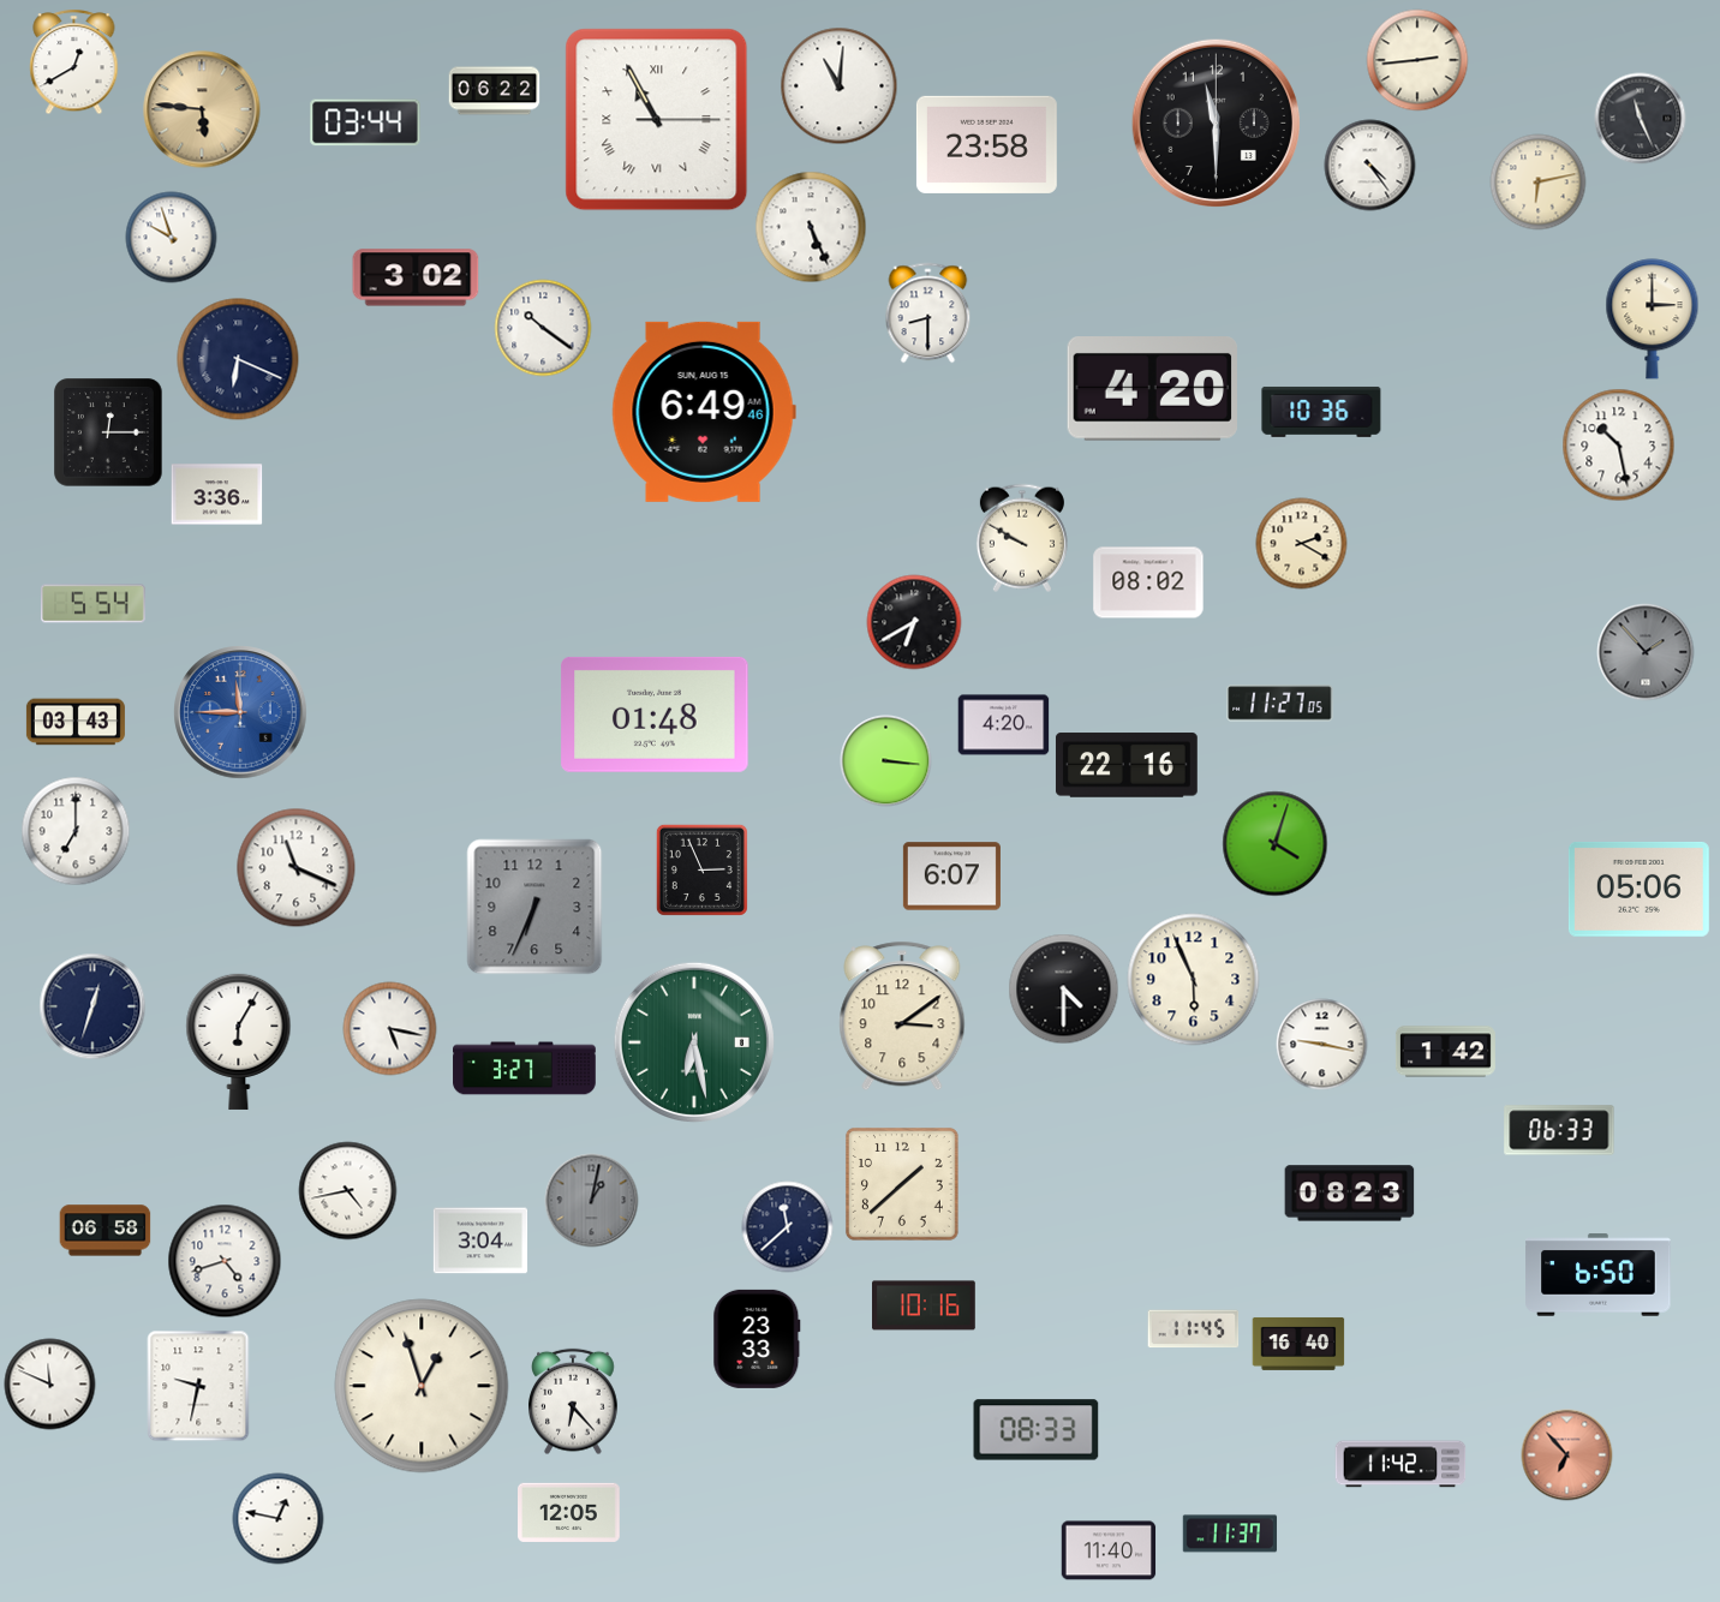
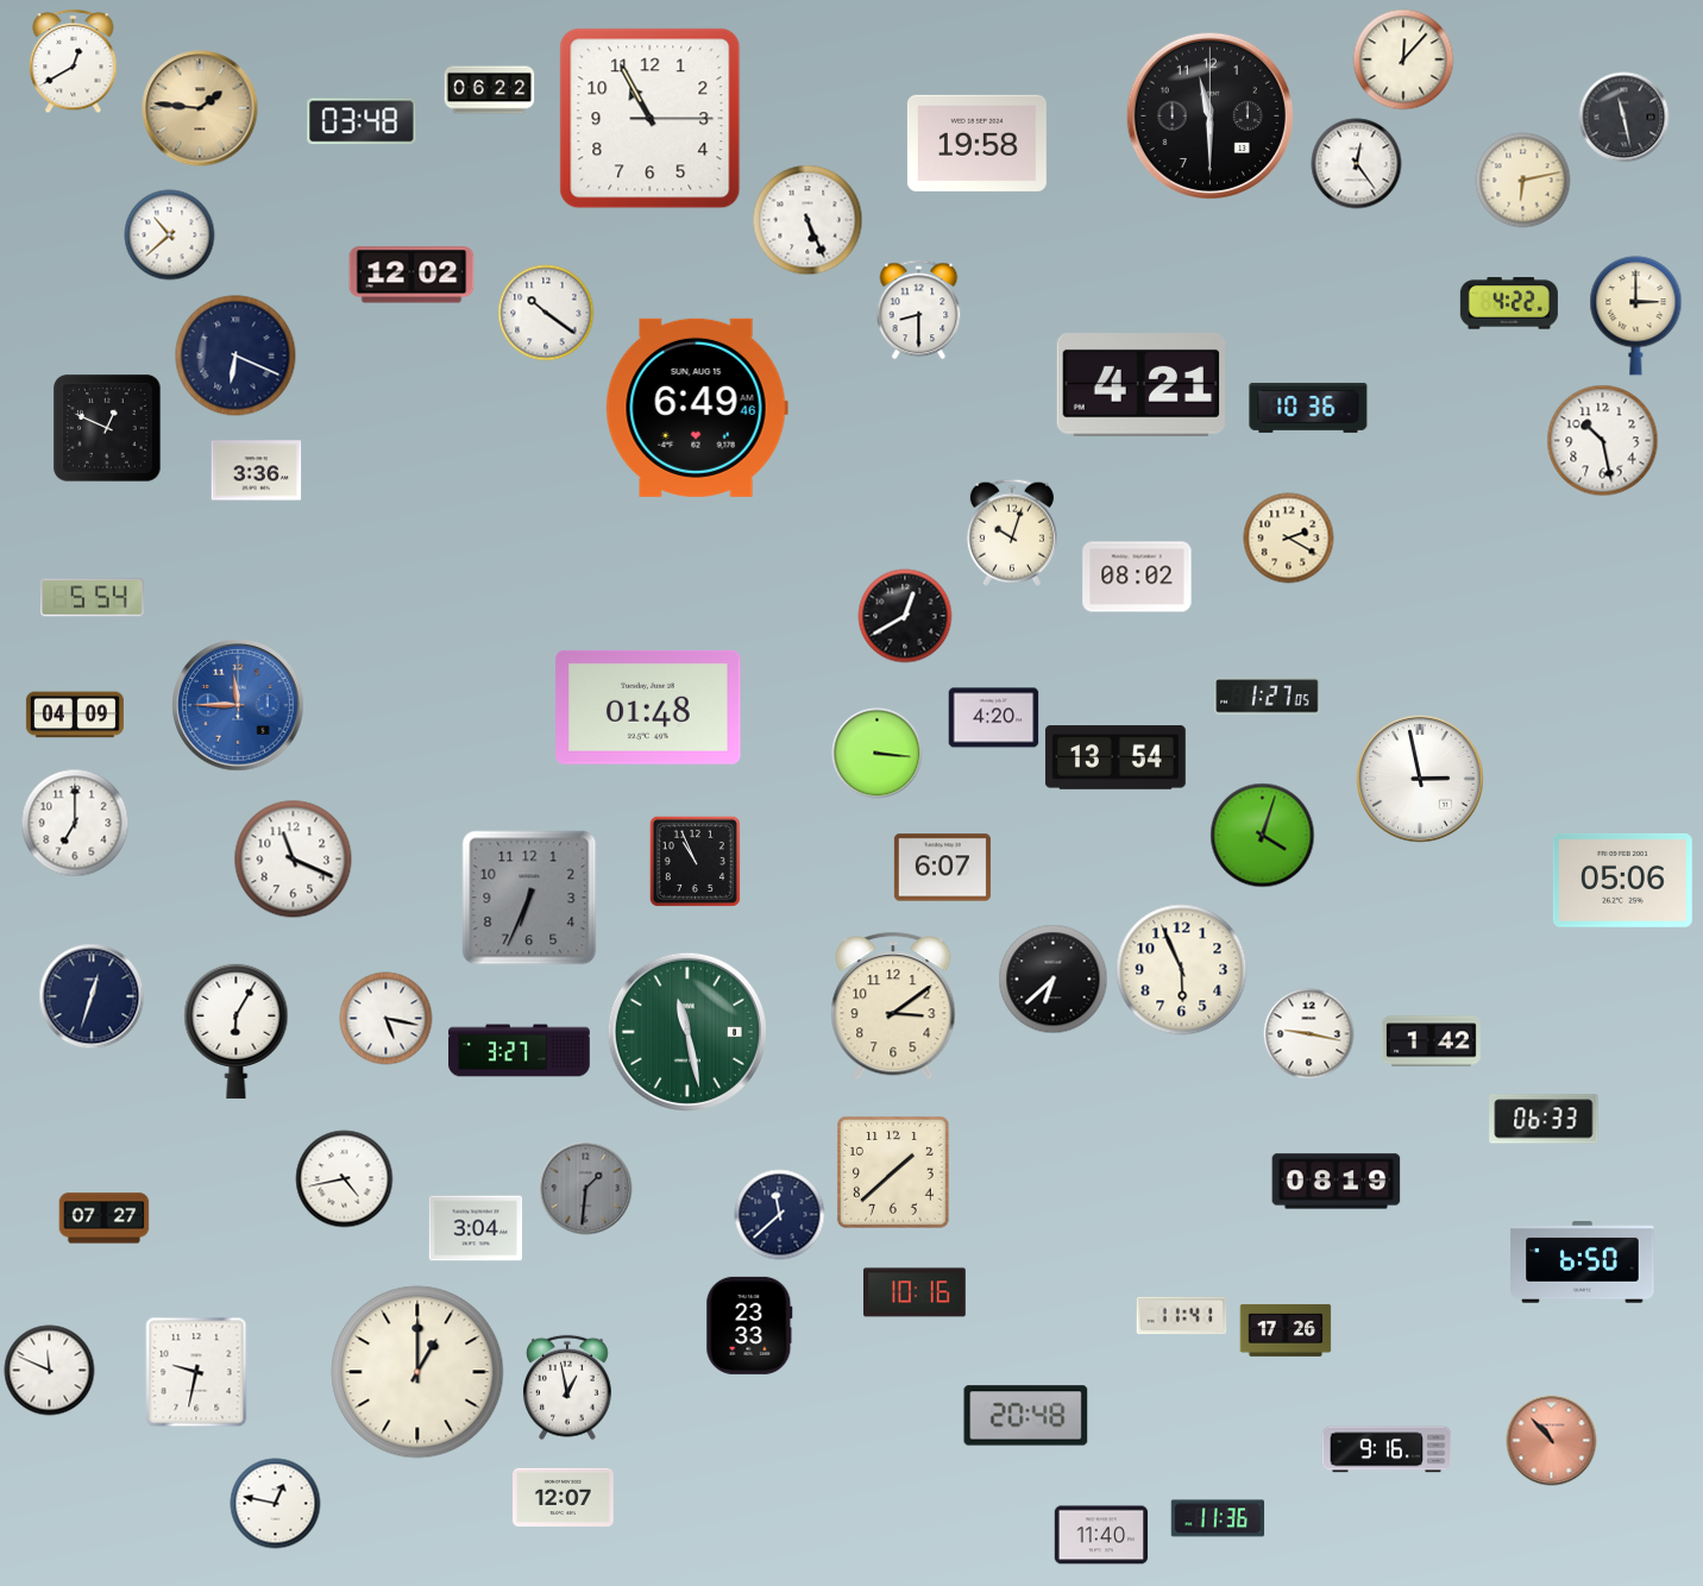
clock at (1417, 60): 2:44 -> 12:07
clock at (840, 86): 11:01 -> none
clock at (202, 109): 5:46 -> 1:46
clock at (1641, 119): 11:26 -> 11:28
clock at (657, 120) numerals: Roman -> Arabic
clock at (365, 122): 03:44 -> 03:48
clock at (1216, 122) position: (1216, 122) -> (1209, 115)
clock at (986, 144): 23:58 -> 19:58
clock at (1370, 166): 4:24 -> 12:24
clock at (811, 227) position: (811, 227) -> (807, 220)
clock at (172, 238): 9:57 -> 10:38
clock at (416, 277): 3:02 -> 12:02
clock at (1509, 303): none -> 4:22
clock at (543, 328) position: (543, 328) -> (546, 313)
clock at (1152, 389): 4:20 -> 4:21
clock at (108, 432): 12:15 -> 12:49
clock at (217, 495) position: (217, 495) -> (257, 471)
clock at (1022, 538): 9:50 -> 10:03
clock at (914, 622): 6:40 -> 12:40
clock at (1646, 652): 1:53 -> none
clock at (1280, 704): 11:27 -> 1:27
clock at (76, 722): 03:43 -> 04:09
clock at (1127, 765): 22:16 -> 13:54
clock at (1420, 779): none -> 2:58
clock at (701, 869): 2:56 -> 10:56
clock at (1064, 990): 4:30 -> 6:38
clock at (694, 1042): 6:28 -> 11:28
clock at (525, 1069) position: (525, 1069) -> (520, 1051)
clock at (1350, 1194): 08:23 -> 08:19
clock at (592, 1201): 1:02 -> 1:31
clock at (106, 1231): 06:58 -> 07:27
clock at (225, 1261): 4:42 -> none
clock at (1194, 1329): 11:45 -> 11:41
clock at (1298, 1344): 16:40 -> 17:26
clock at (422, 1386): 12:57 -> 1:00
clock at (574, 1401): 6:23 -> 12:58
clock at (1037, 1430): 08:33 -> 20:48
clock at (1567, 1455): 6:53 -> 10:53
clock at (1401, 1464): 11:42 -> 9:16
clock at (569, 1512): 12:05 -> 12:07
clock at (1230, 1534): 11:37 -> 11:36
clock at (1109, 1550) position: (1109, 1550) -> (1101, 1535)
